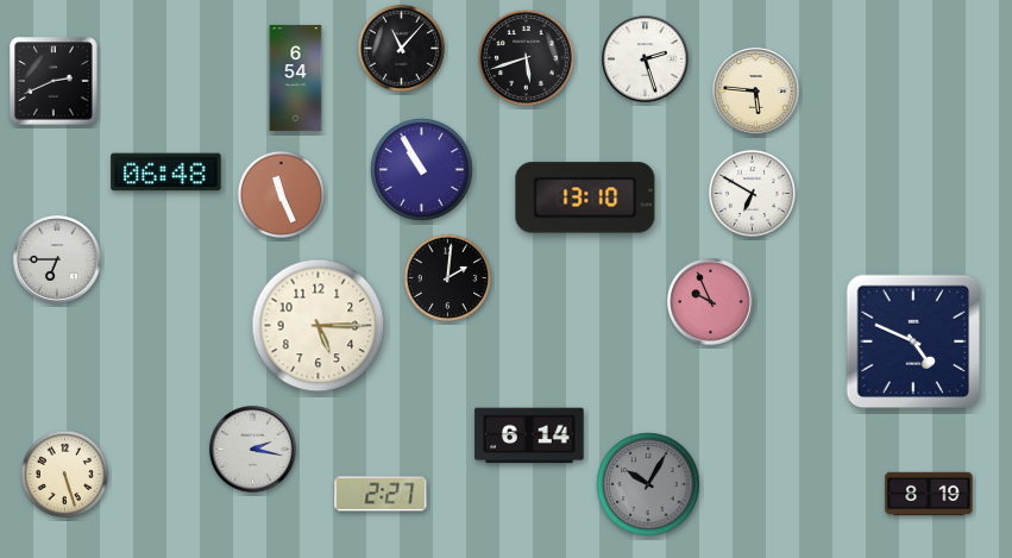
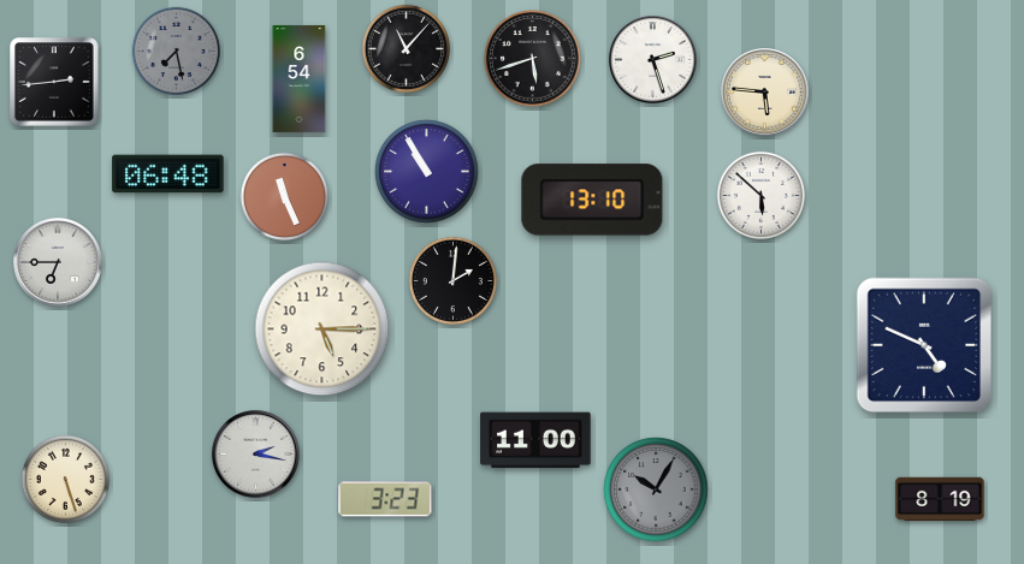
clock at (176, 51): none -> 7:28
clock at (54, 81): 2:41 -> 2:44
clock at (752, 193): 6:50 -> 5:52
clock at (711, 302): 9:56 -> none
clock at (529, 435): 6:14 -> 11:00
clock at (381, 494): 2:27 -> 3:23
